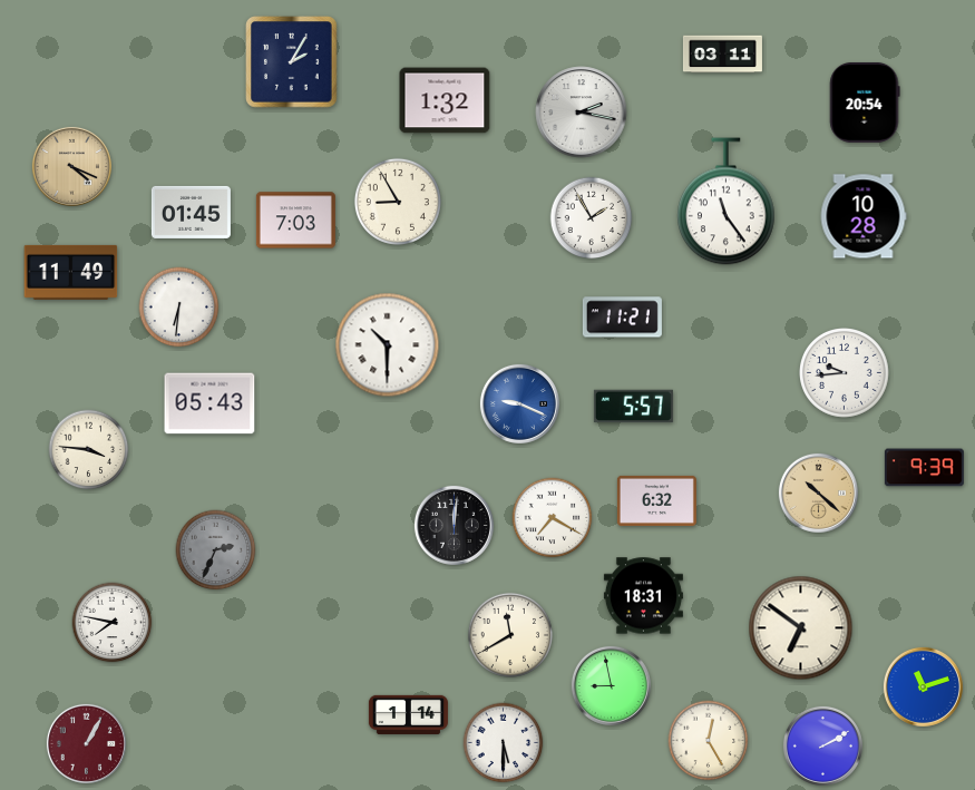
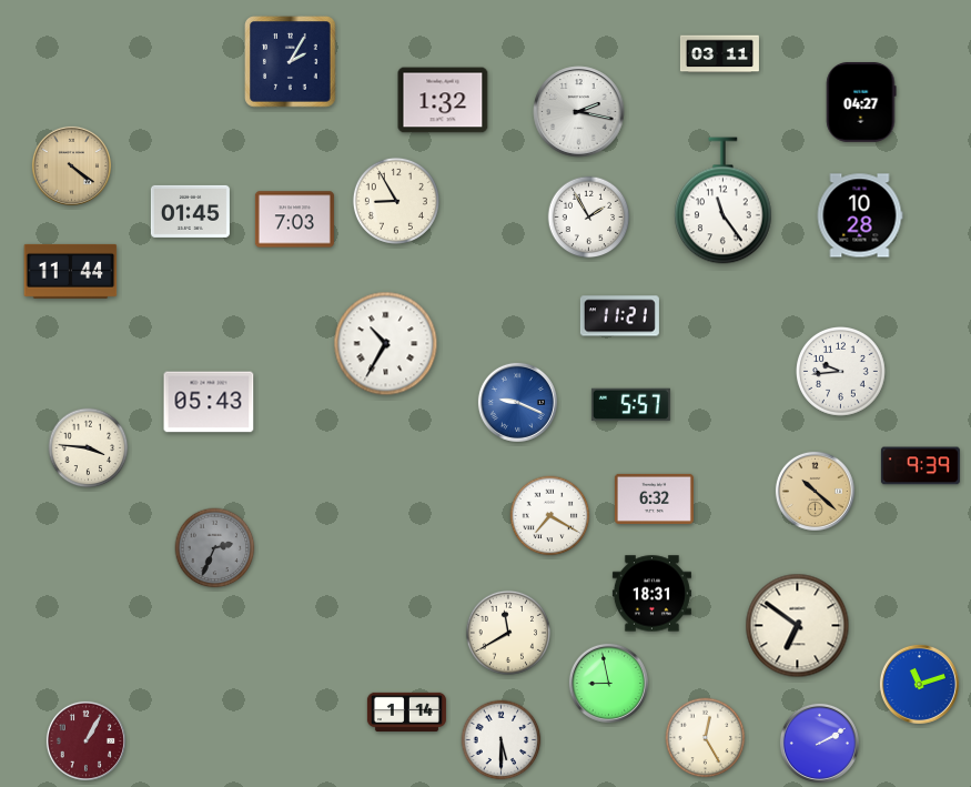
clock at (865, 103): 20:54 -> 04:27
clock at (71, 166): 4:19 -> 4:21
clock at (71, 272): 11:49 -> 11:44
clock at (179, 308): 6:31 -> none
clock at (388, 345): 10:30 -> 10:35
clock at (454, 525): 12:01 -> none
clock at (643, 596) position: (643, 596) -> (651, 594)
clock at (113, 623): 7:47 -> none
